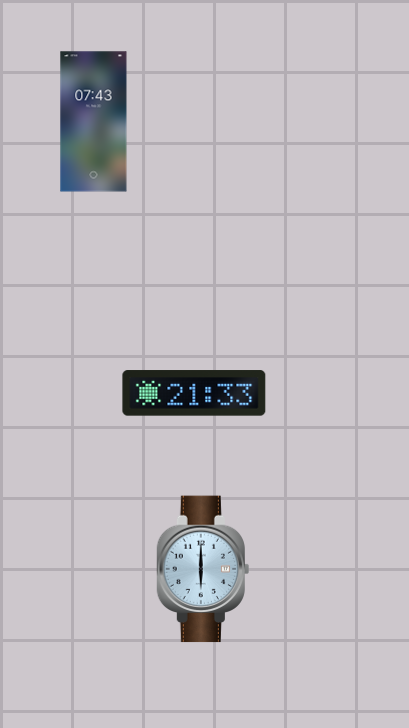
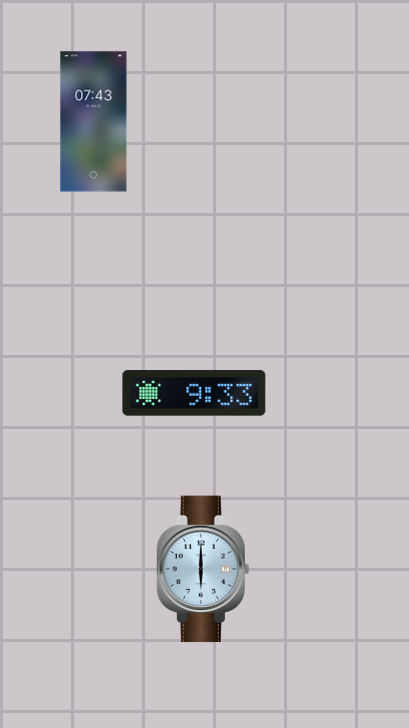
clock at (194, 393): 21:33 -> 9:33
